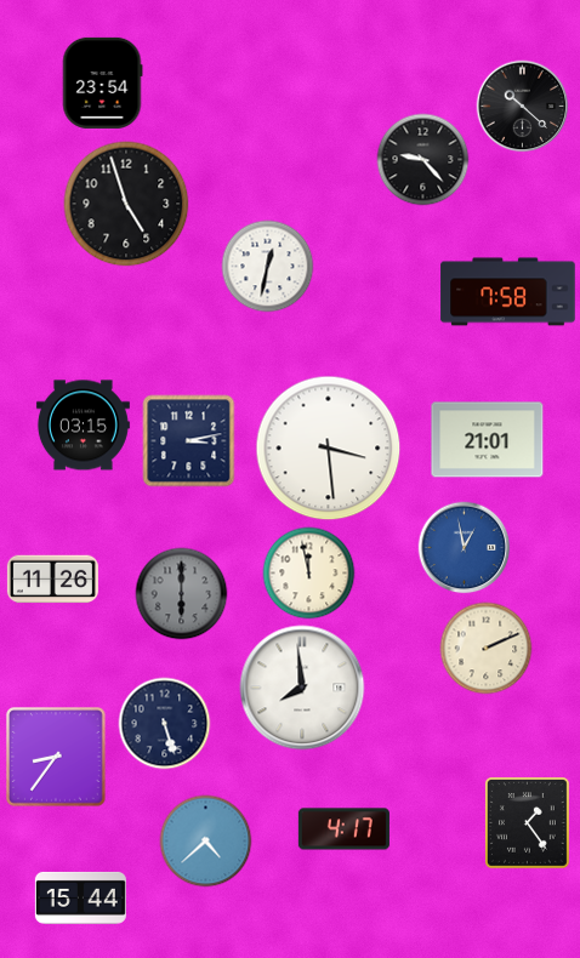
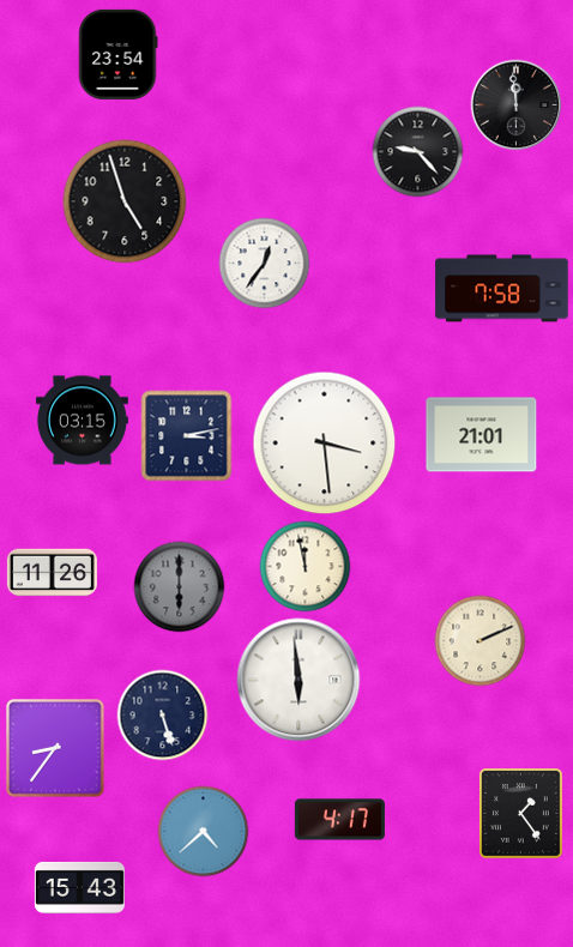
clock at (102, 82) position: (102, 82) -> (117, 54)
clock at (523, 107): 10:22 -> 11:59
clock at (423, 160) position: (423, 160) -> (418, 152)
clock at (268, 267): 12:32 -> 12:36
clock at (465, 548): 12:58 -> none
clock at (302, 688): 7:59 -> 5:59
clock at (80, 897): 15:44 -> 15:43
